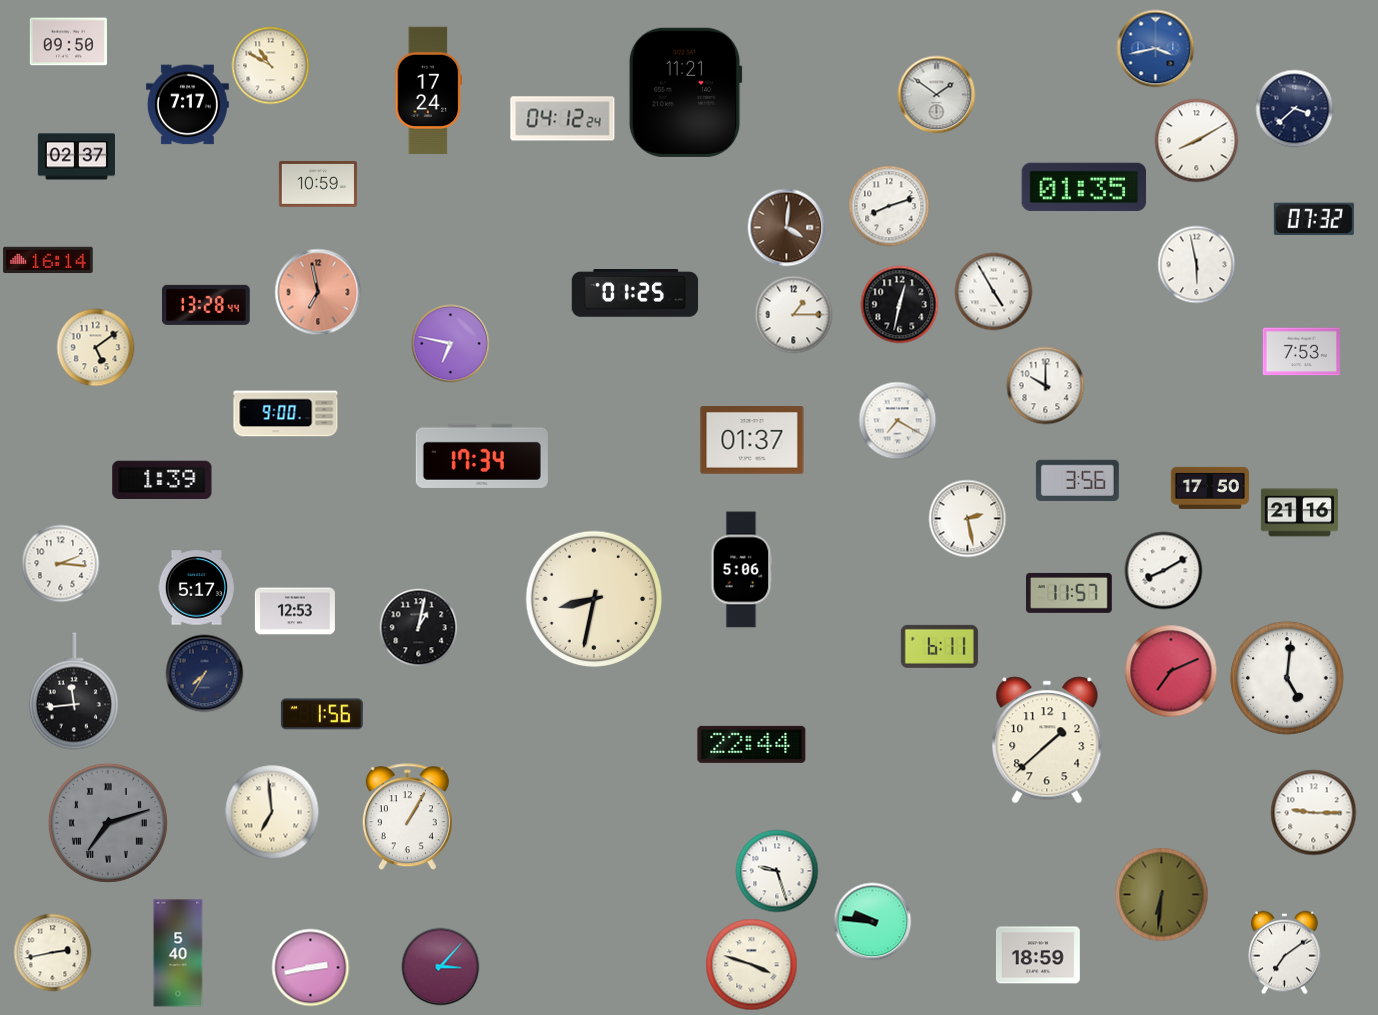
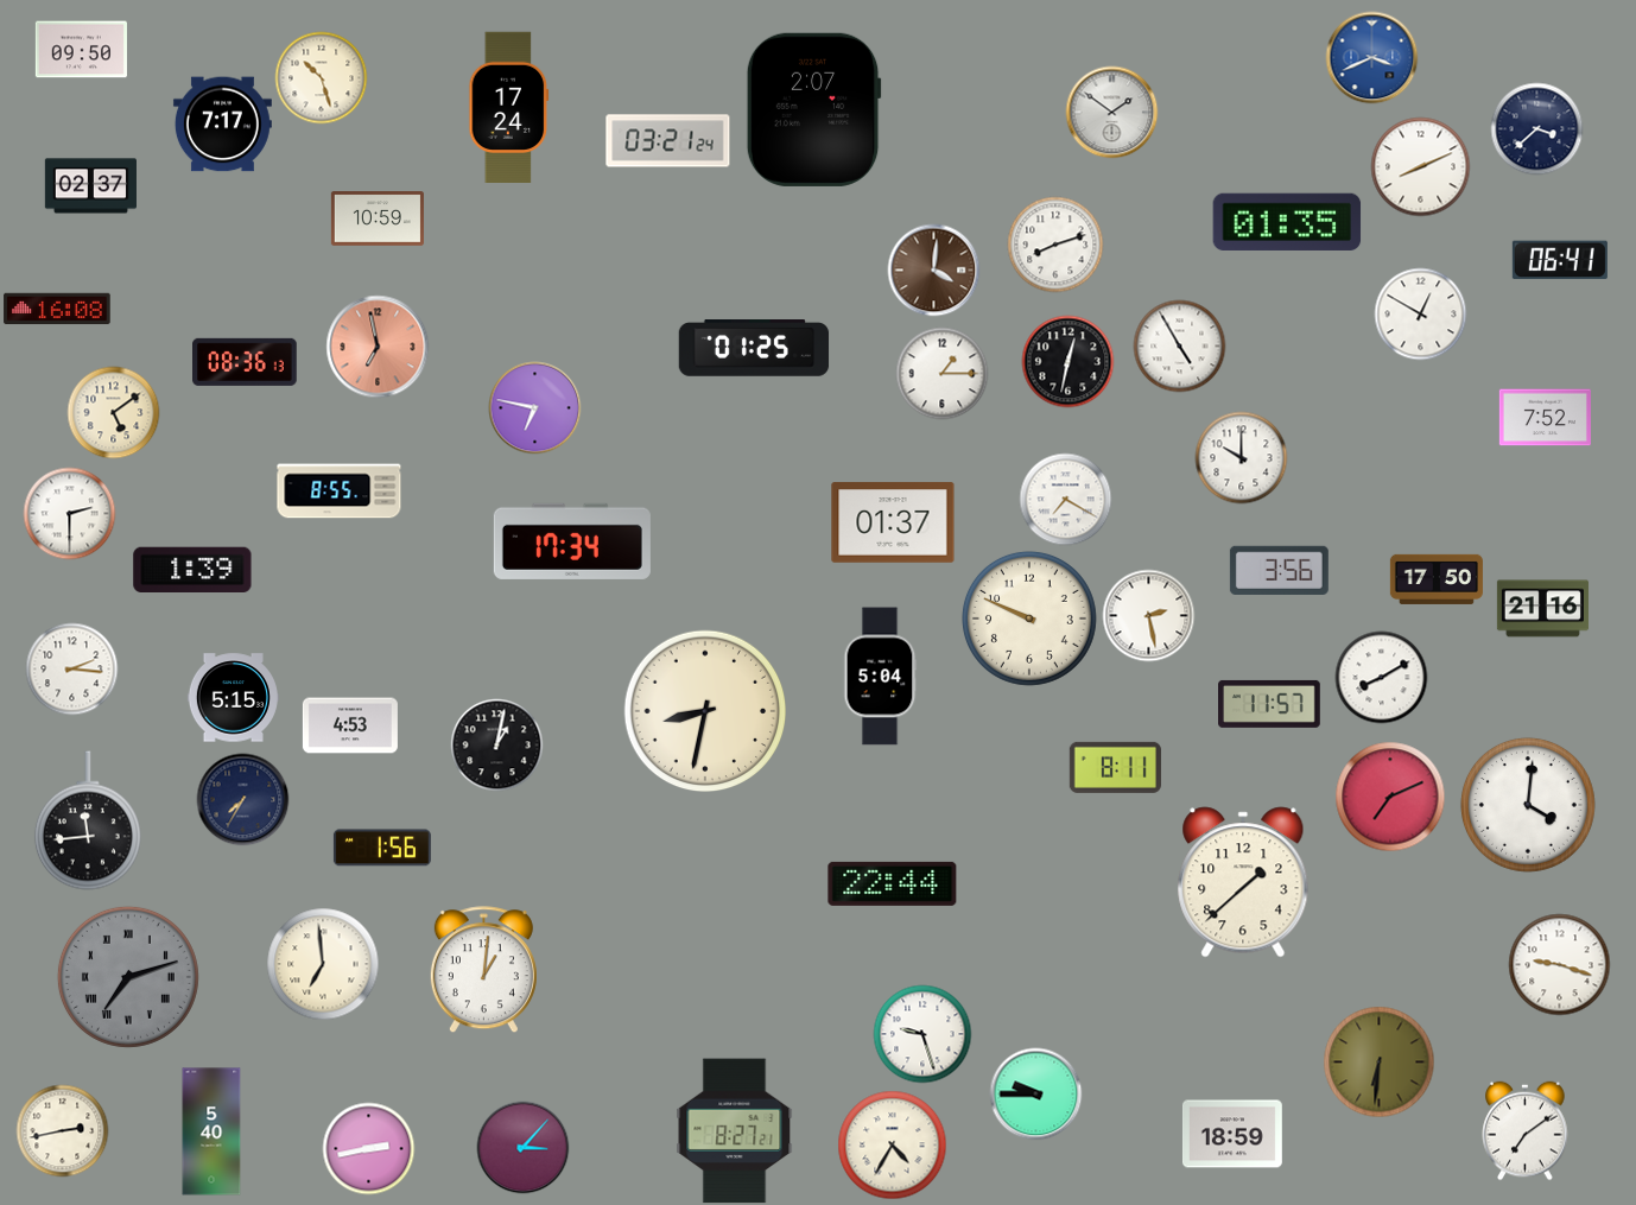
clock at (1155, 48): 3:43 -> 3:41
clock at (270, 65): 10:50 -> 10:27
clock at (685, 92): 11:21 -> 2:07
clock at (563, 119): 04:12 -> 03:21
clock at (1196, 140): 8:10 -> 8:11
clock at (1314, 219): 07:32 -> 06:41
clock at (48, 260): 16:14 -> 16:08
clock at (1196, 264): 5:58 -> 12:50
clock at (207, 305): 13:28 -> 08:36
clock at (1301, 352): 7:53 -> 7:52
clock at (286, 414): 9:00 -> 8:55
clock at (69, 513): none -> 2:30
clock at (1029, 619): none -> 9:49
clock at (742, 570): 5:06 -> 5:04
clock at (196, 588): 5:17 -> 5:15
clock at (295, 611): 12:53 -> 4:53
clock at (939, 646): 6:11 -> 8:11
clock at (1287, 678): 5:01 -> 4:01
clock at (1047, 740) position: (1047, 740) -> (1243, 882)
clock at (1313, 812): 9:15 -> 9:18
clock at (407, 817): 1:05 -> 1:01
clock at (872, 921): 9:46 -> 9:45
clock at (735, 1131): none -> 8:27
clock at (751, 964): 3:48 -> 4:35
